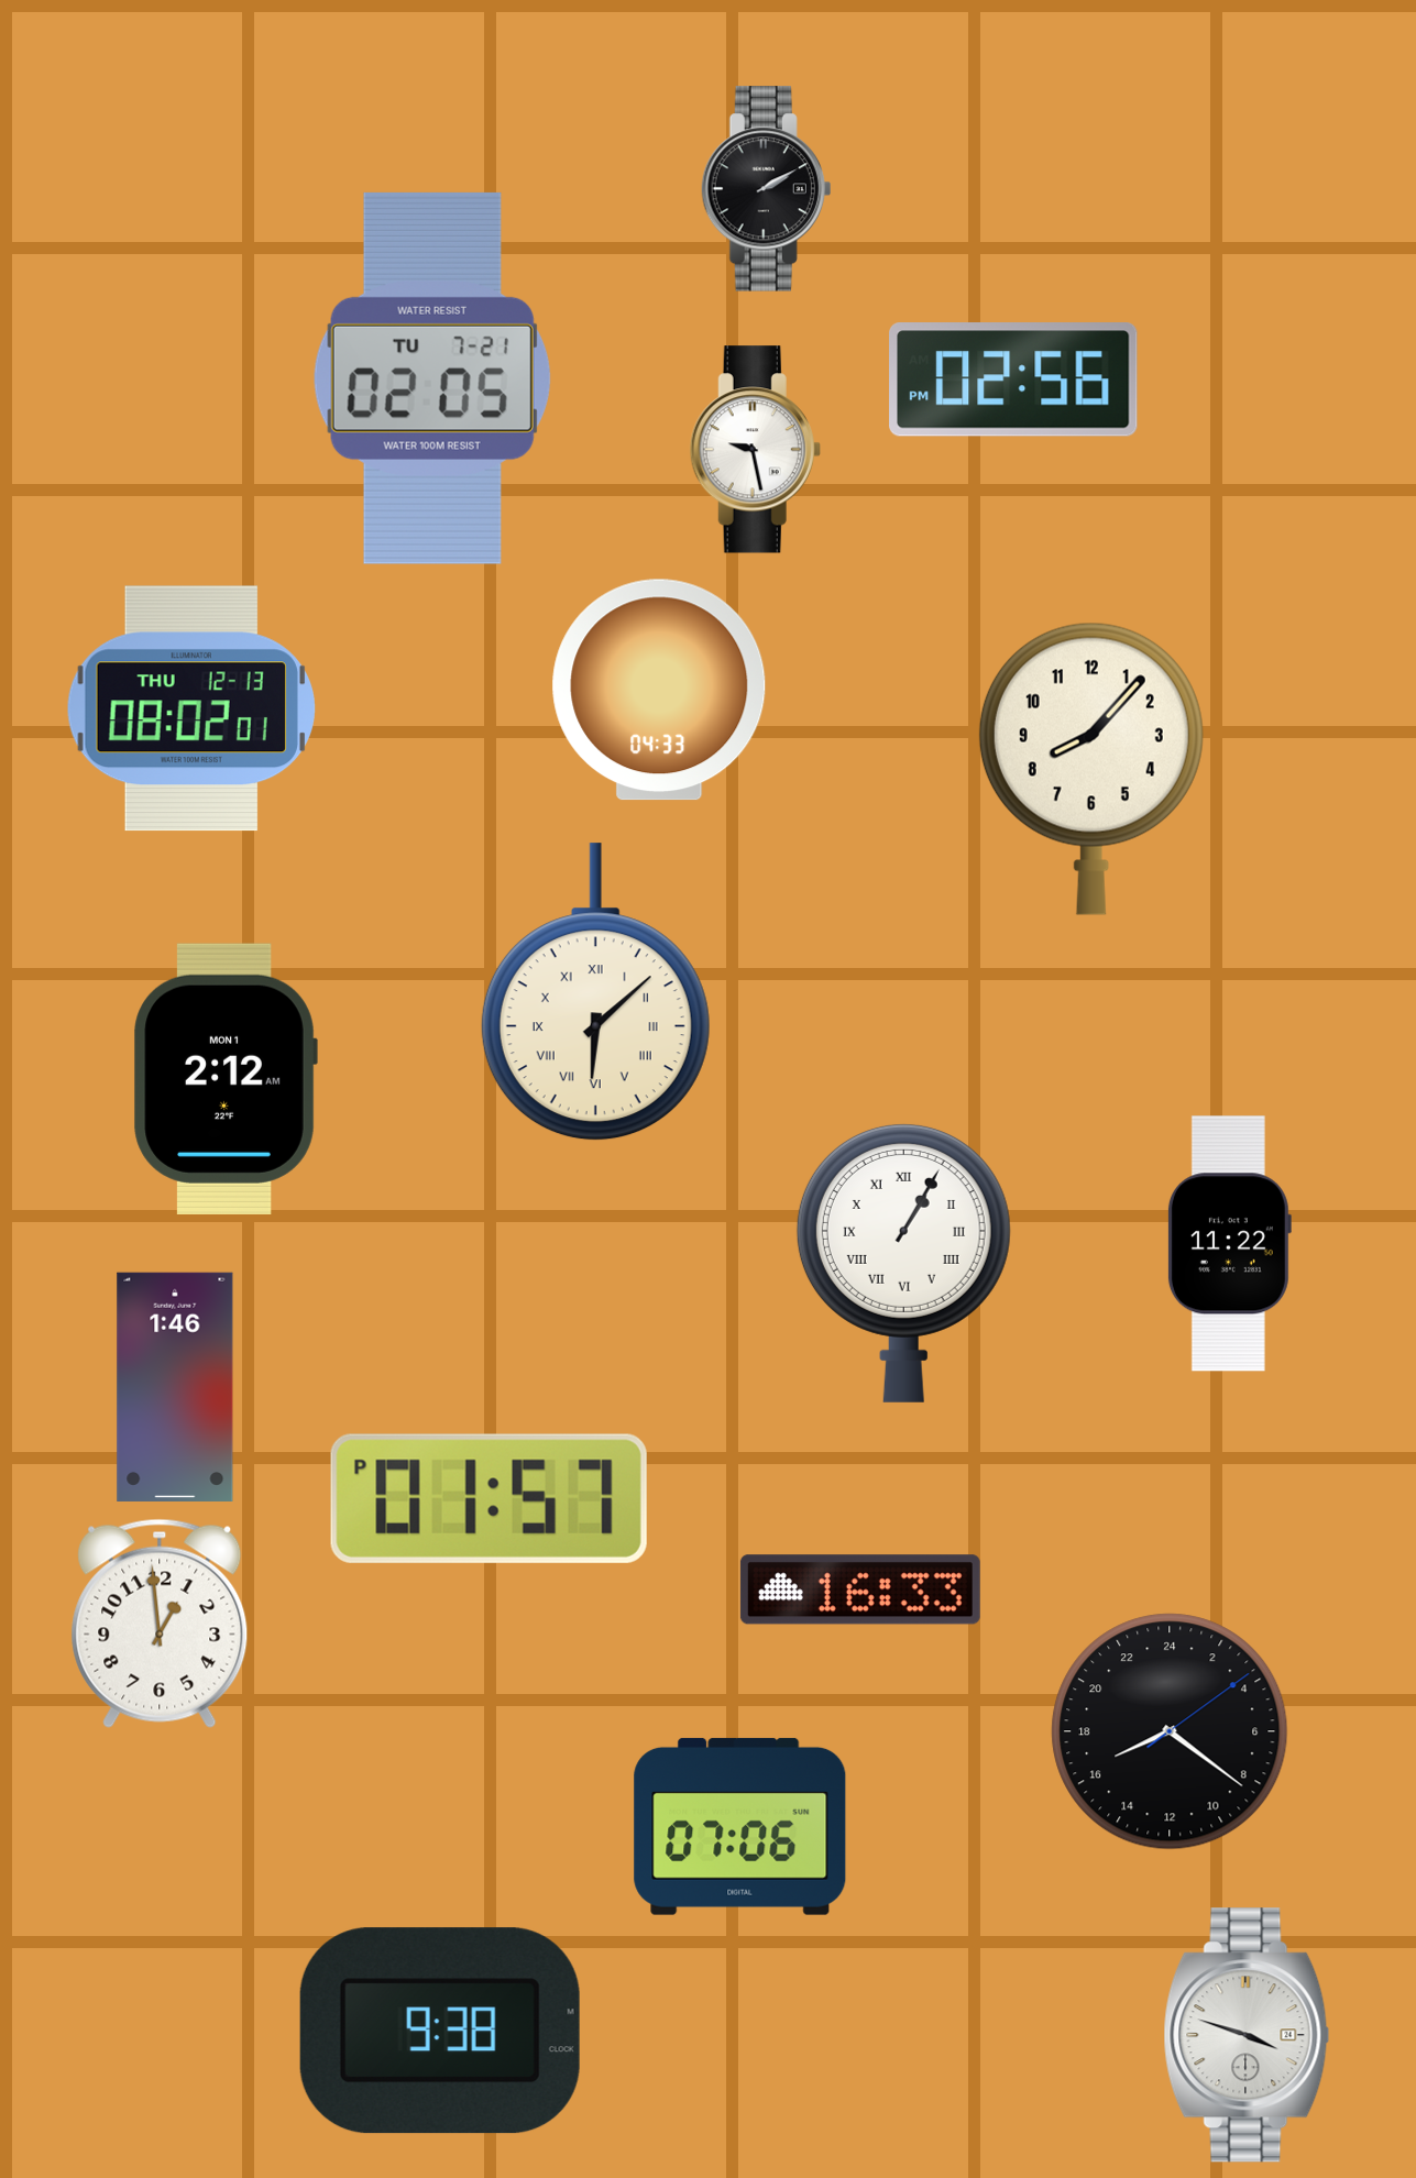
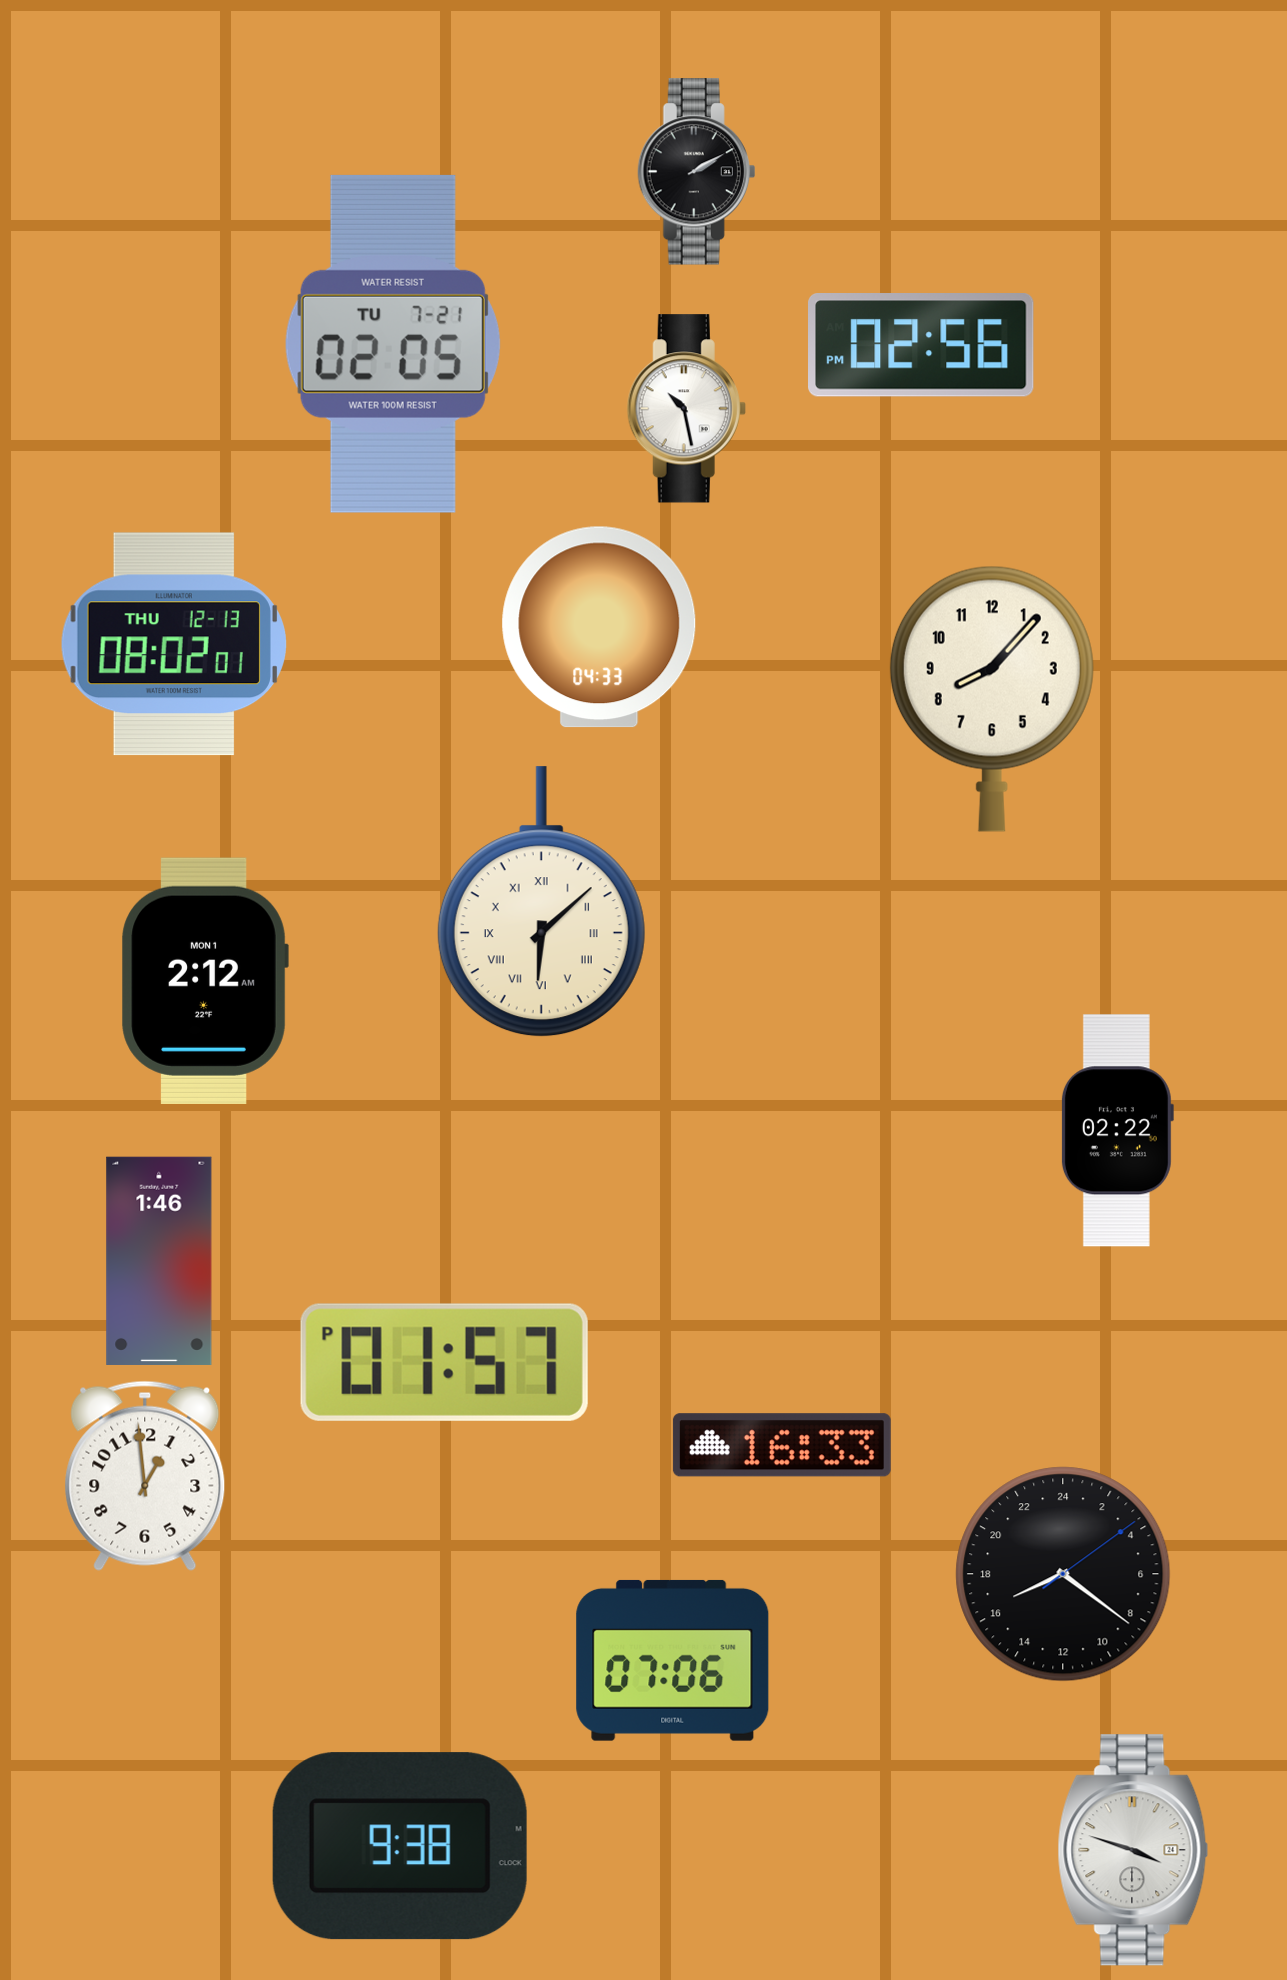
clock at (755, 450): 9:28 -> 10:28
clock at (1229, 1244): 11:22 -> 02:22
clock at (903, 1264): 1:05 -> none
